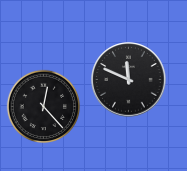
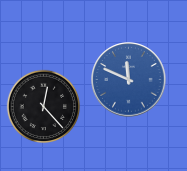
clock at (129, 80) dial: black -> blue
